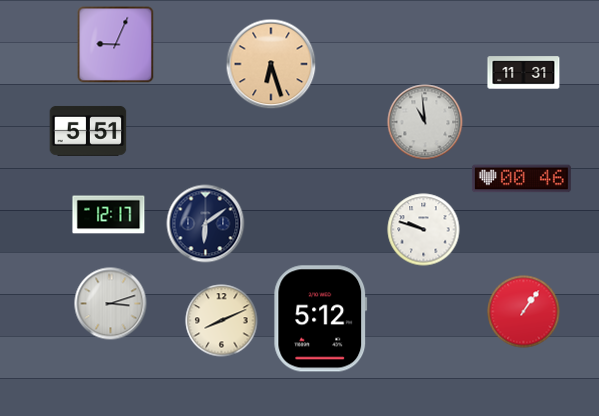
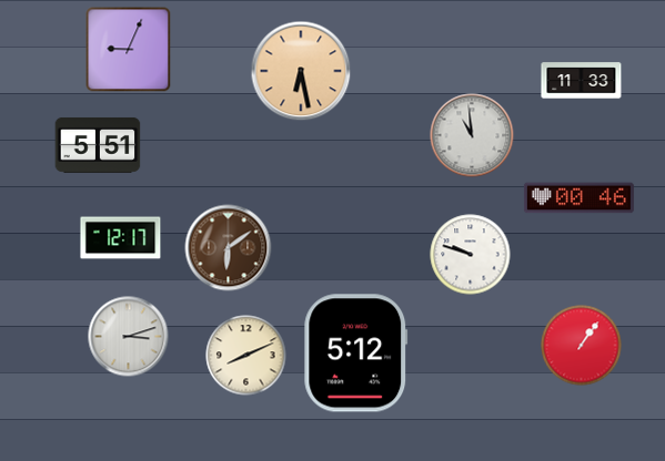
clock at (271, 64): 6:27 -> 6:28
clock at (524, 73): 11:31 -> 11:33
clock at (206, 224) dial: navy -> brown
clock at (111, 304) position: (111, 304) -> (129, 337)
